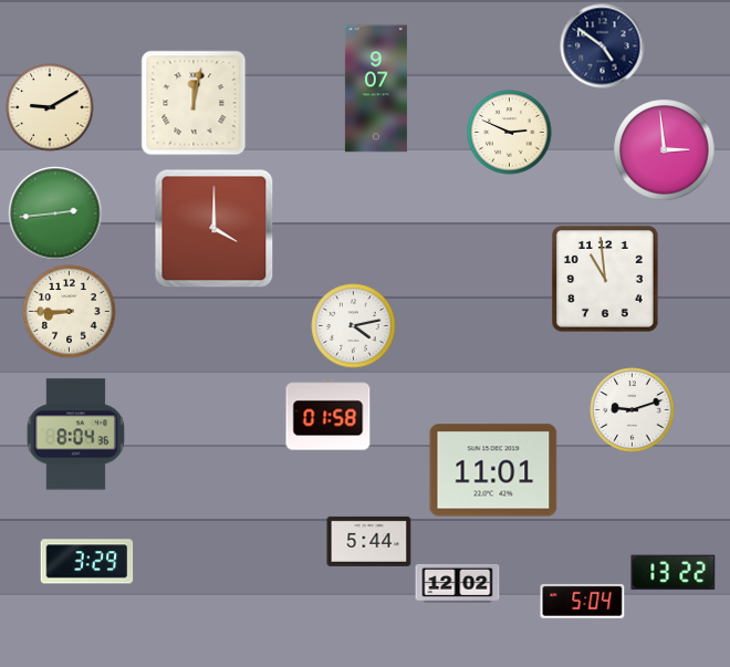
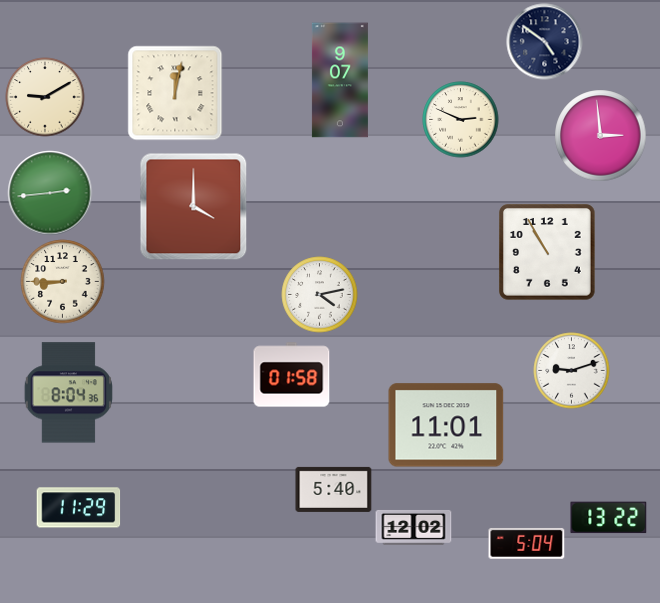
clock at (605, 279): 10:59 -> 10:55
clock at (328, 415) position: (328, 415) -> (292, 375)
clock at (369, 541): 5:44 -> 5:40
clock at (87, 562): 3:29 -> 11:29
